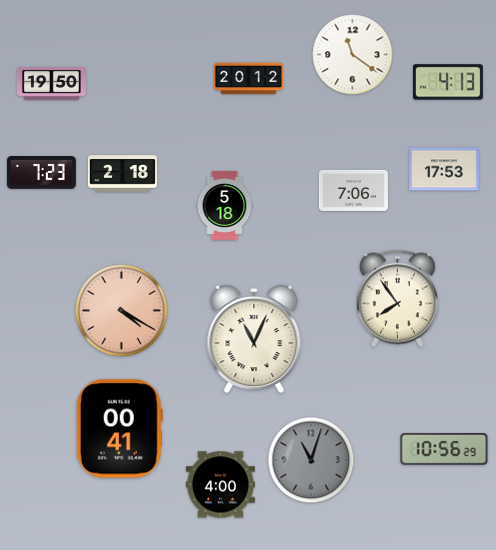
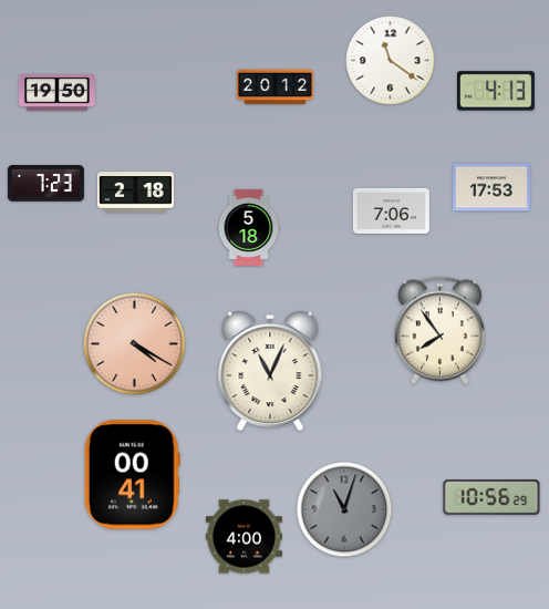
clock at (41, 173) position: (41, 173) -> (45, 184)
clock at (254, 339) position: (254, 339) -> (270, 371)
